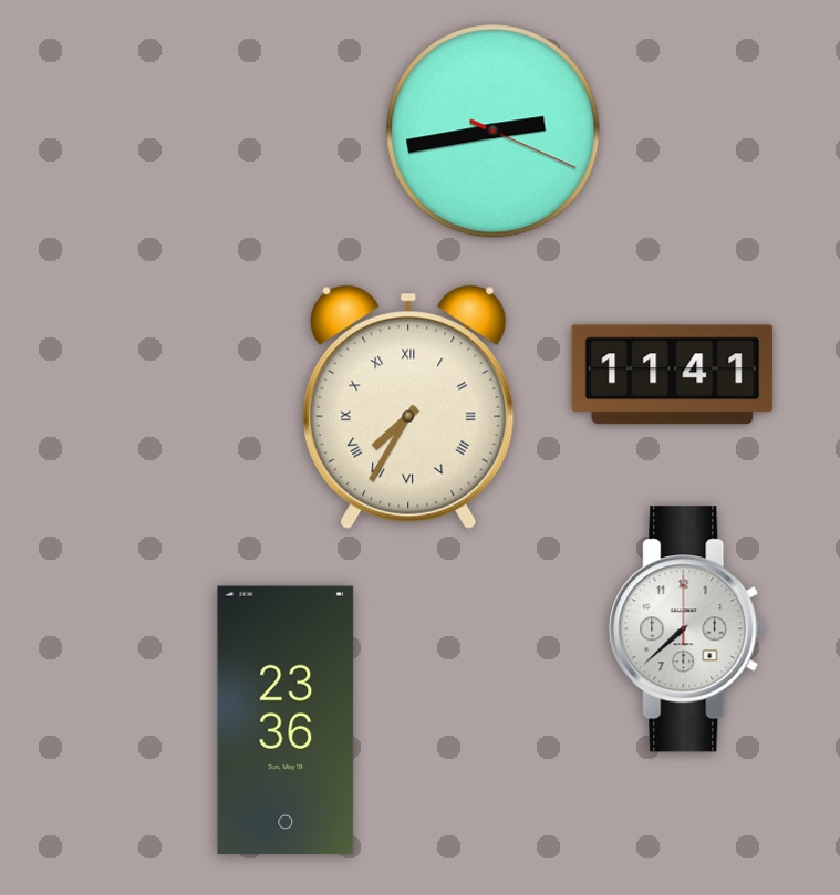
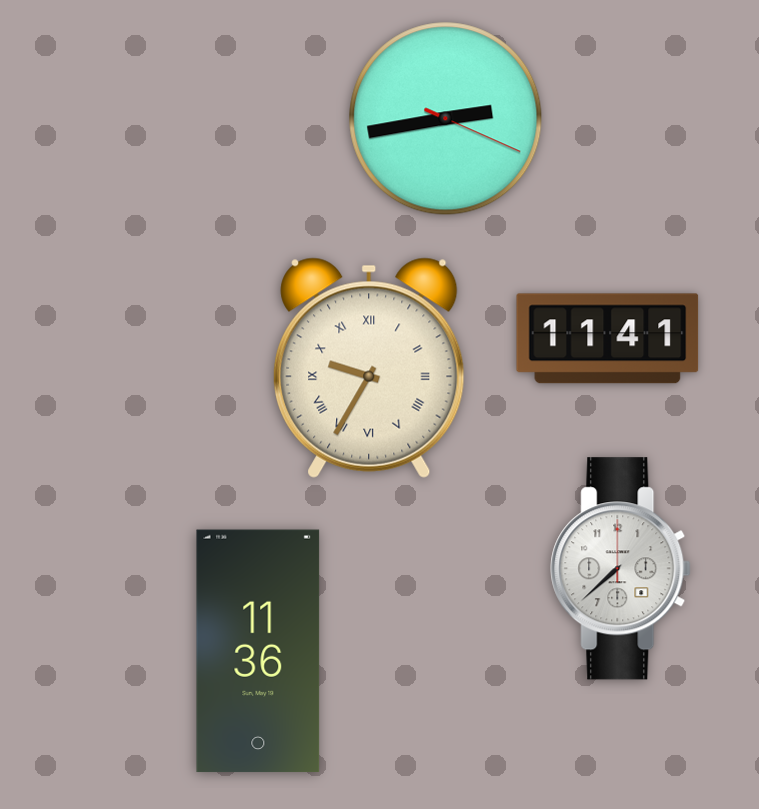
clock at (408, 407): 7:35 -> 9:35
clock at (286, 720): 23:36 -> 11:36
